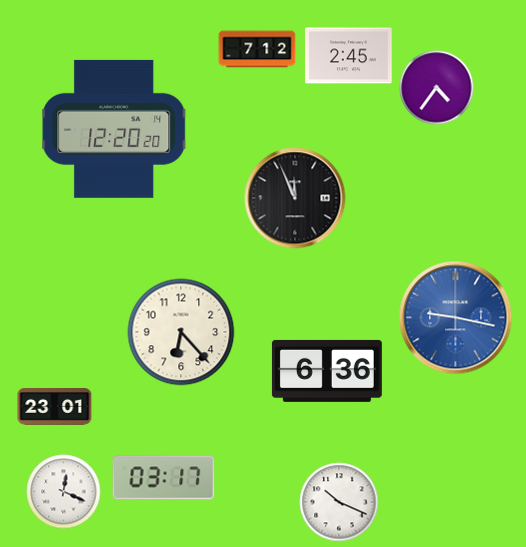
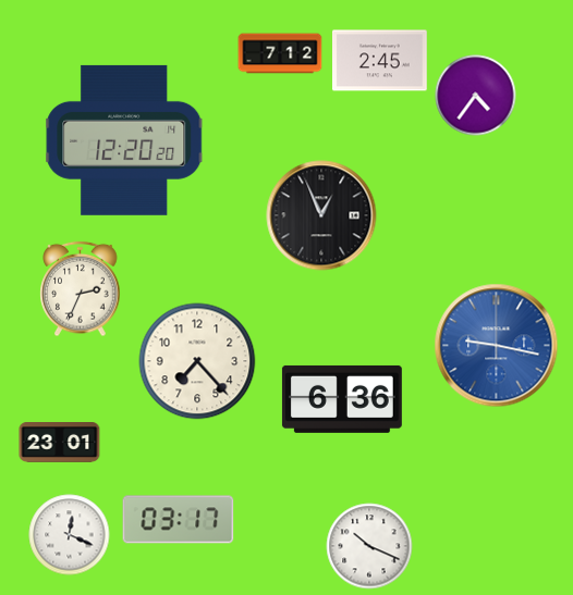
clock at (295, 198): 11:56 -> 12:56
clock at (81, 289): none -> 2:34
clock at (181, 332): 6:23 -> 7:23
clock at (327, 371) position: (327, 371) -> (342, 399)
